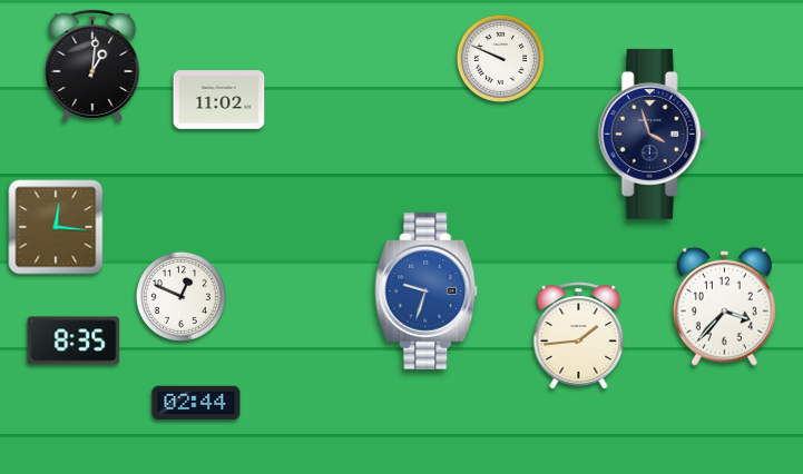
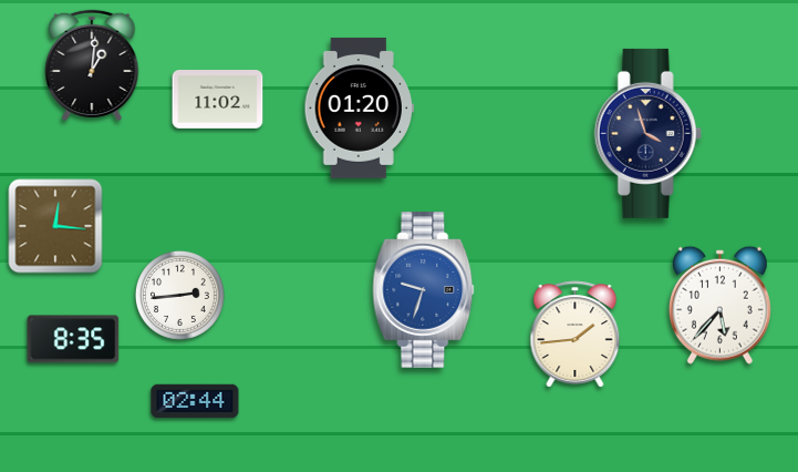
clock at (500, 58): 9:49 -> none
clock at (359, 107): none -> 01:20
clock at (180, 296): 12:49 -> 2:44
clock at (724, 306): 3:37 -> 5:37
